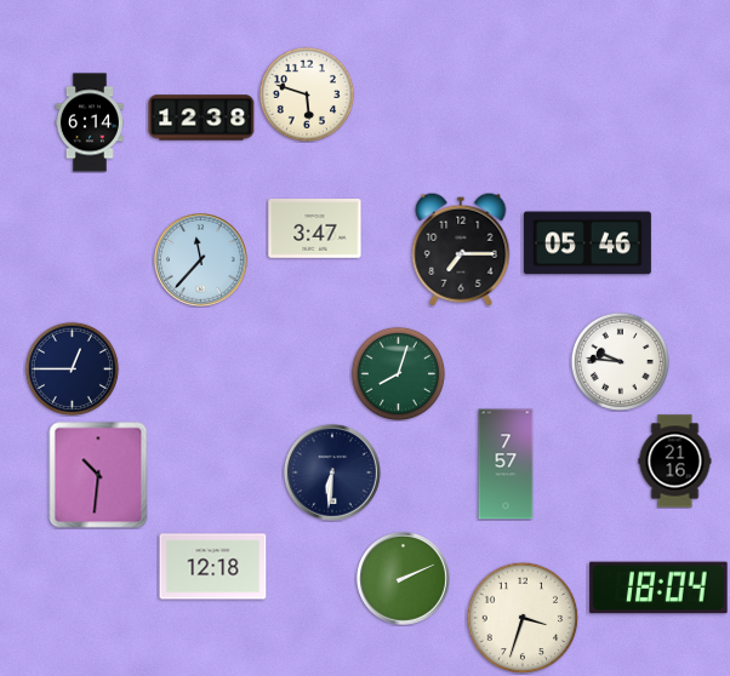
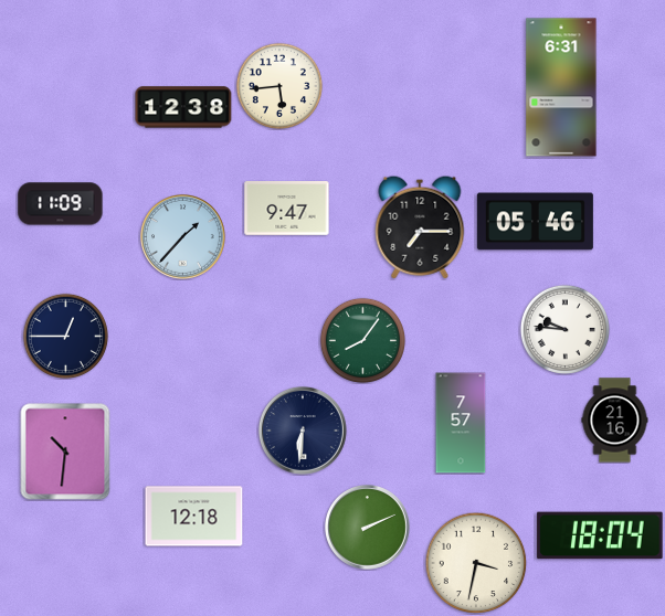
clock at (307, 94): 5:48 -> 5:44
clock at (561, 87): none -> 6:31
clock at (90, 122): 6:14 -> none
clock at (61, 204): none -> 11:09
clock at (315, 229): 3:47 -> 9:47
clock at (201, 260): 11:37 -> 1:37
clock at (398, 373): 8:03 -> 8:06
clock at (98, 475) position: (98, 475) -> (65, 452)
clock at (523, 618): 3:33 -> 3:32
